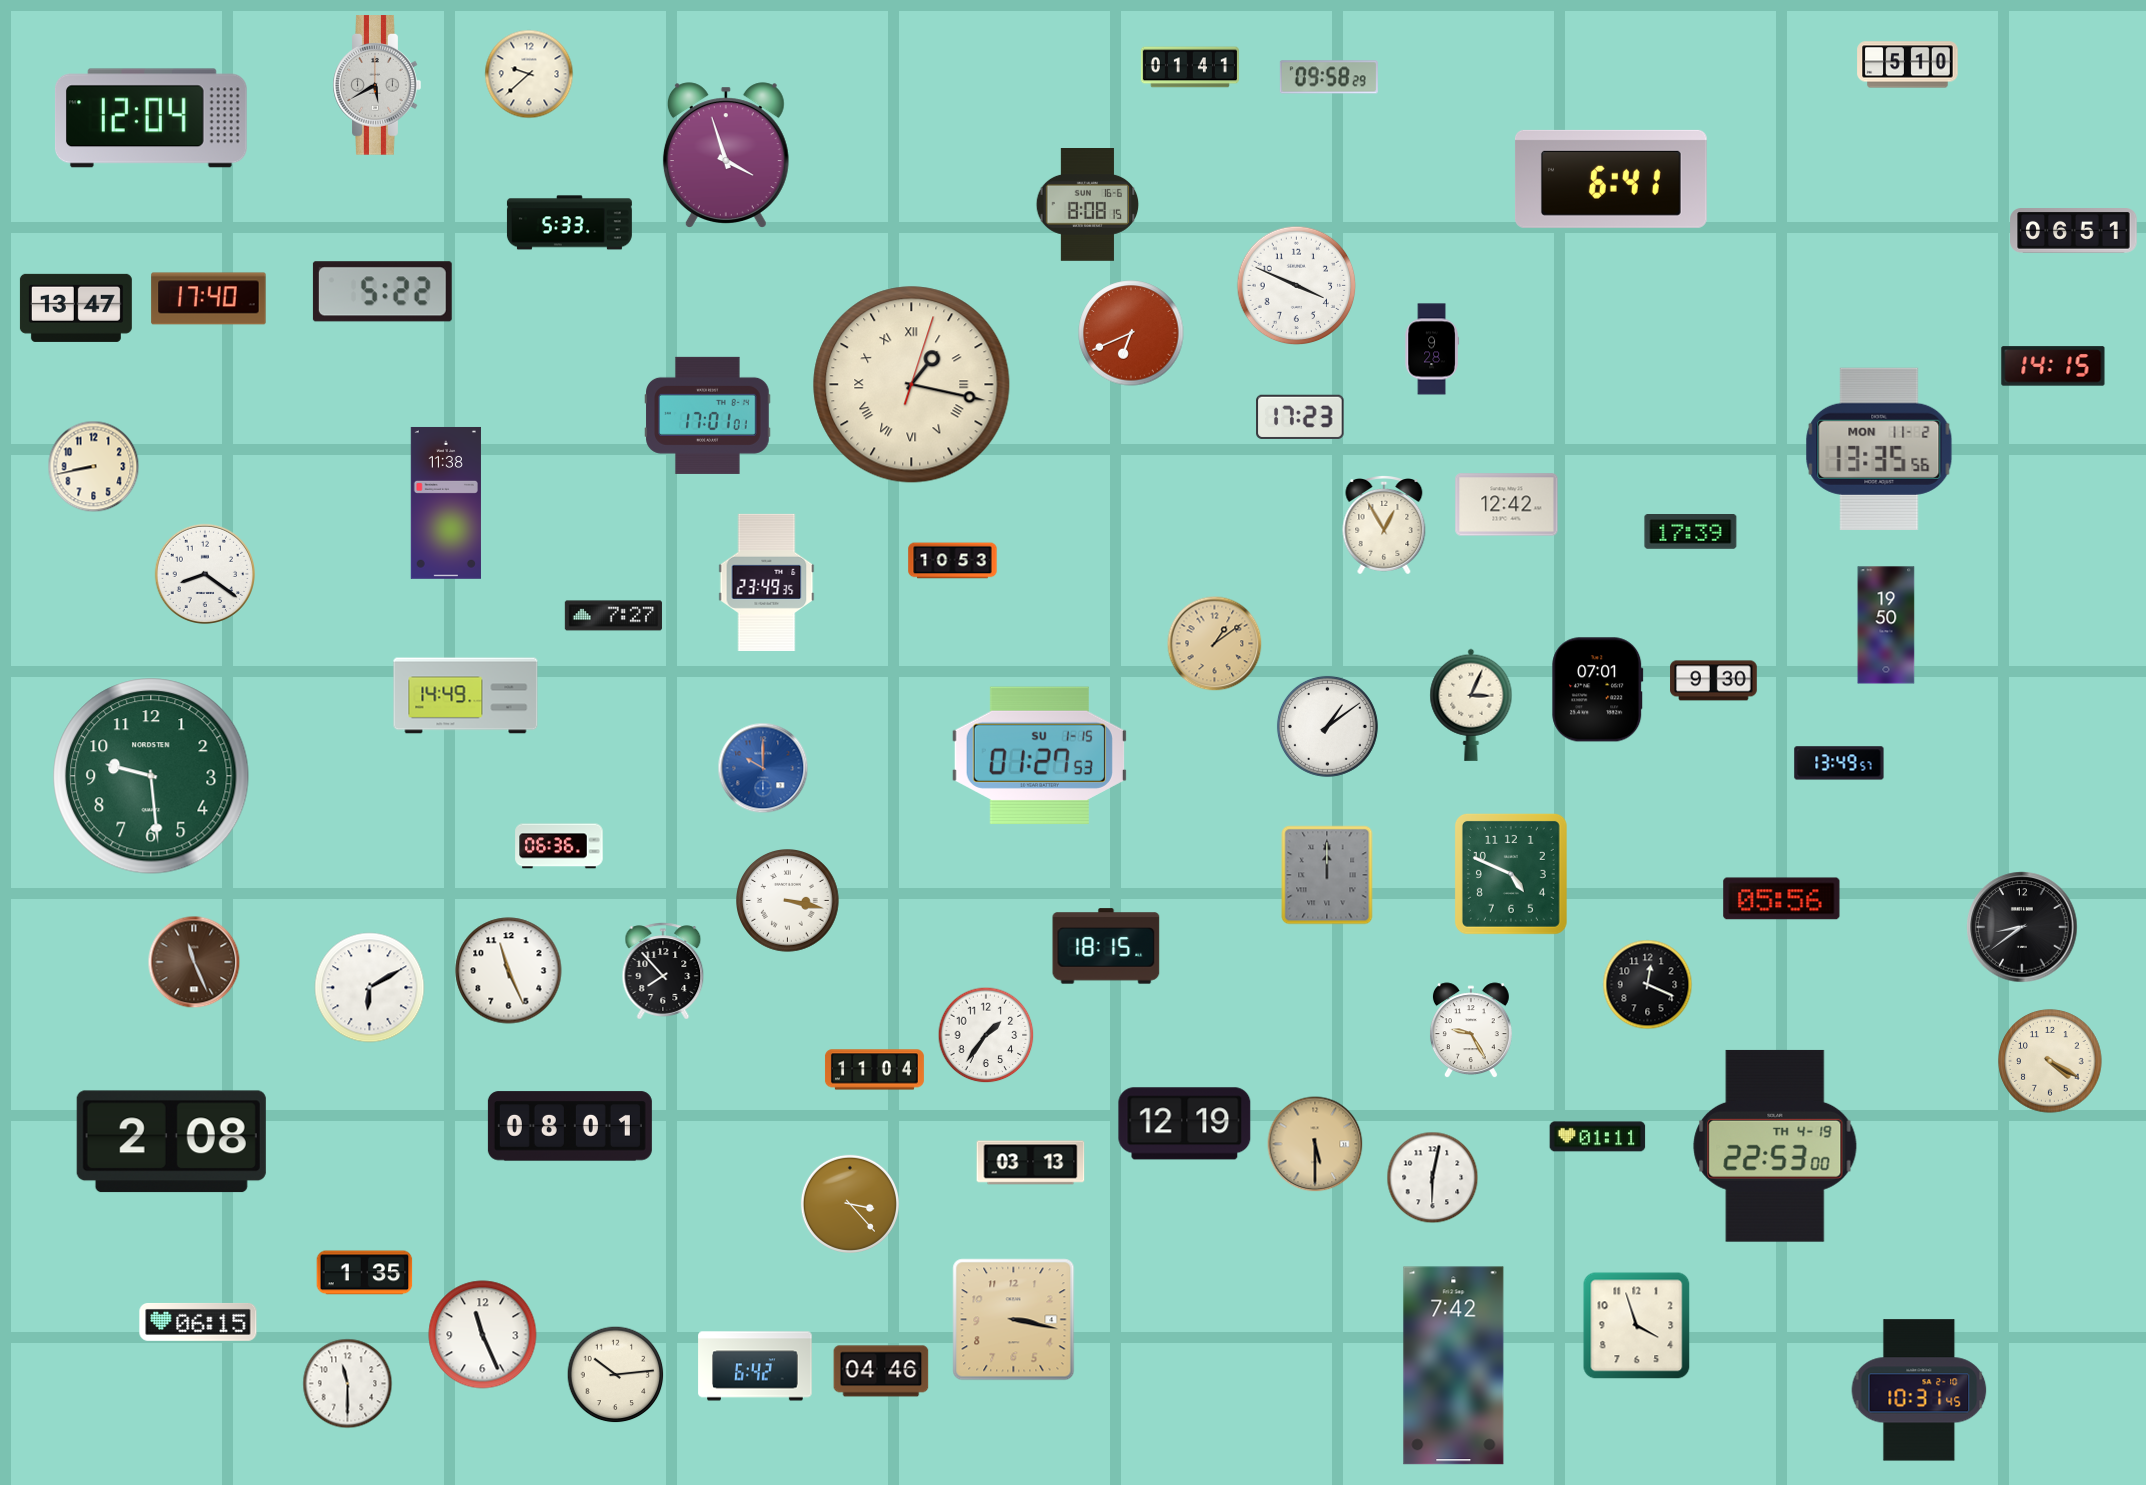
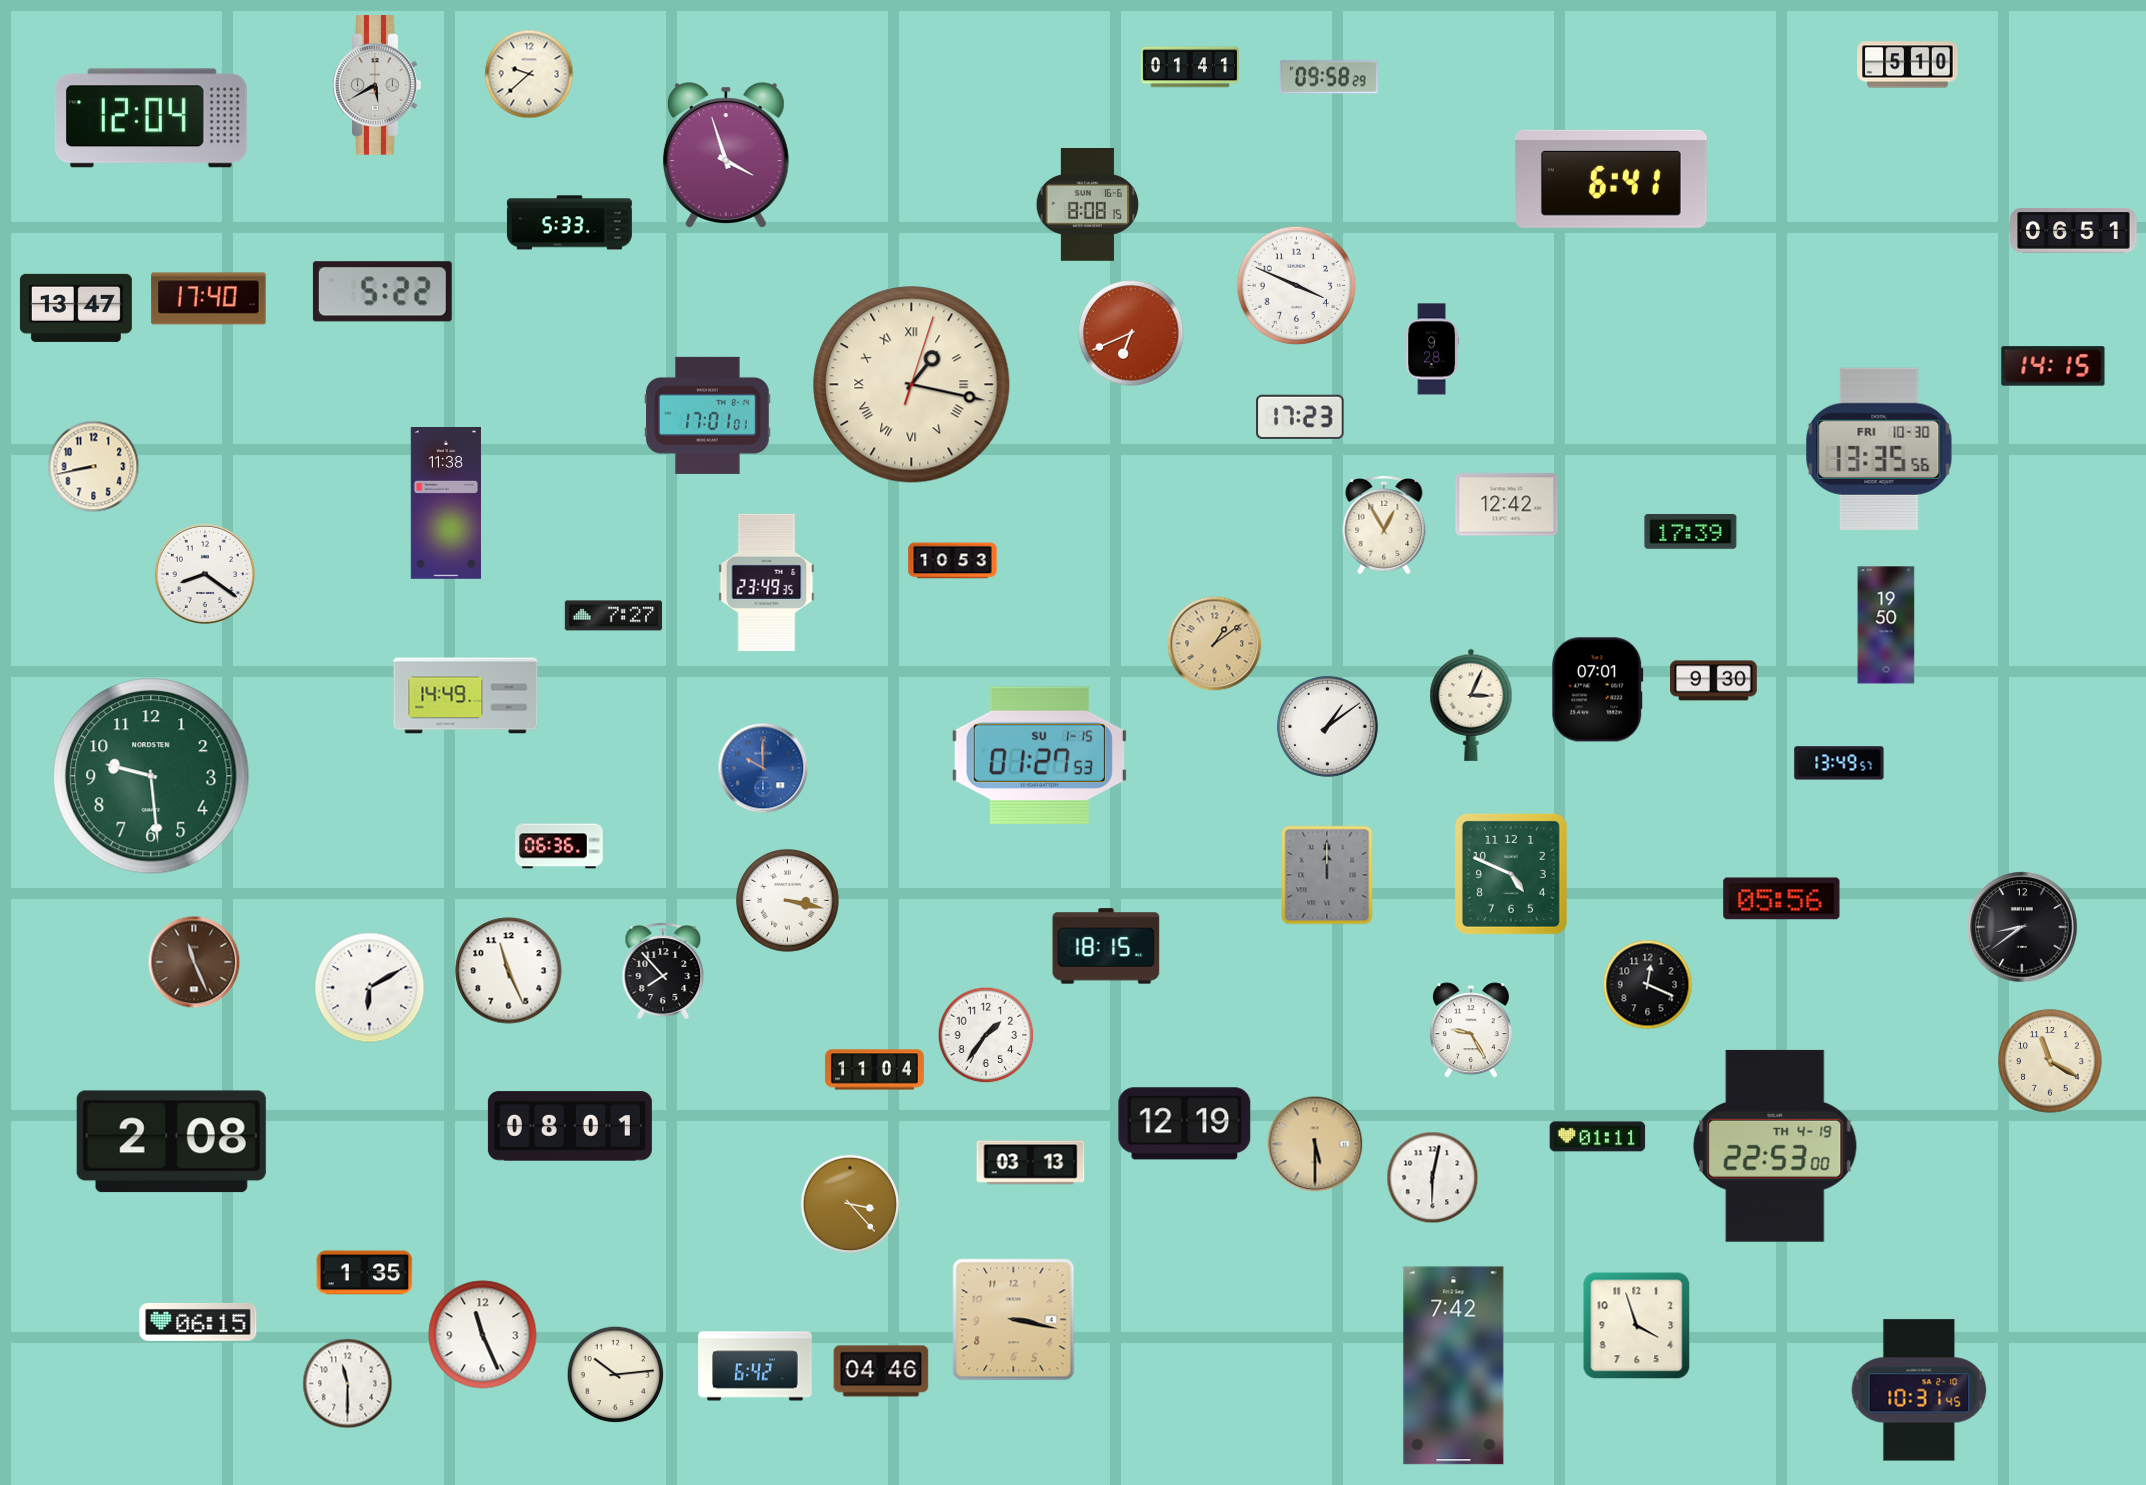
clock at (1879, 449) date: MON 11-2 -> FRI 10-30
clock at (2050, 1061): 4:20 -> 11:20
